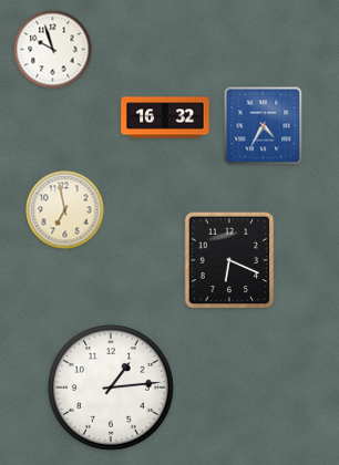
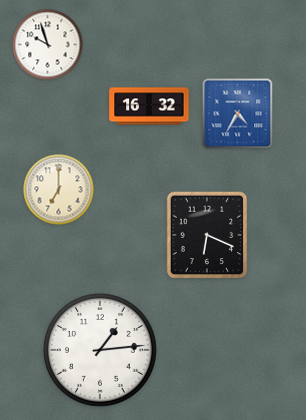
clock at (65, 210): 6:58 -> 7:00
